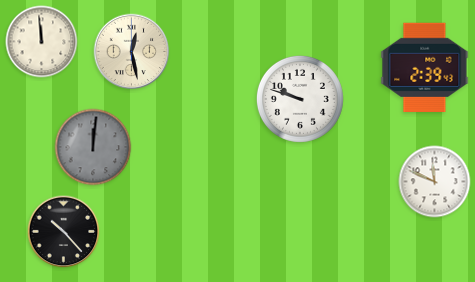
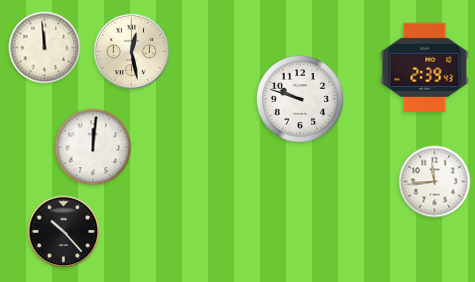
clock at (42, 42) position: (42, 42) -> (45, 48)
clock at (93, 147) dial: grey -> white
clock at (435, 182): 11:49 -> 11:44
